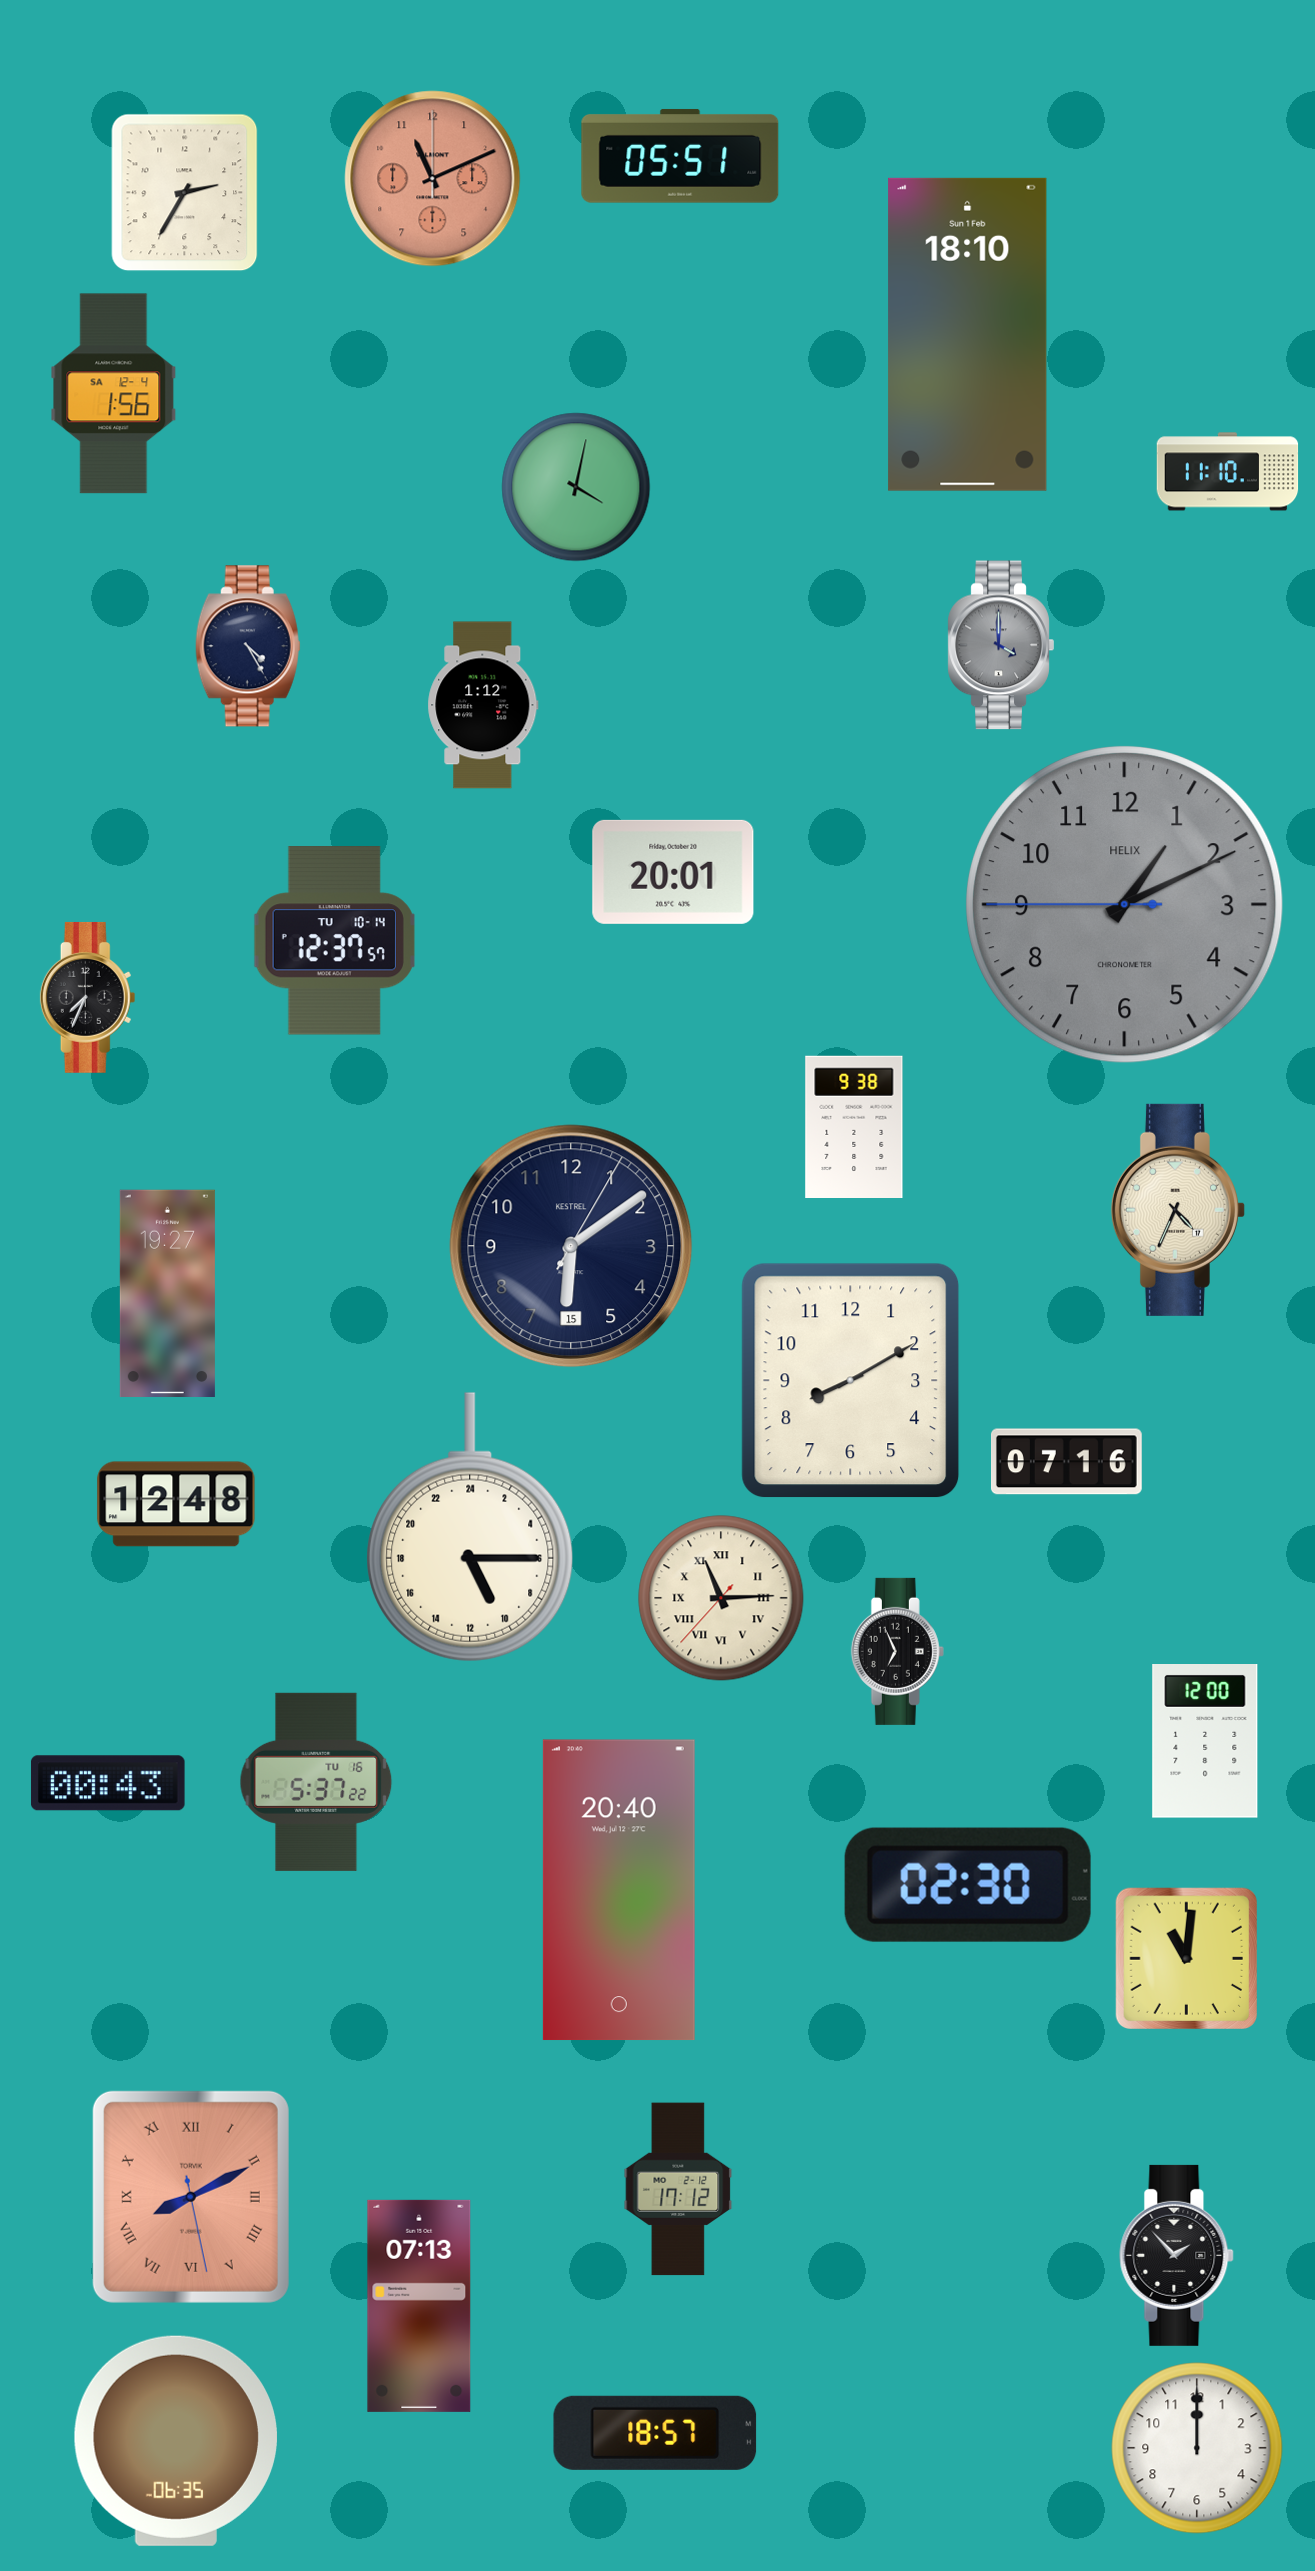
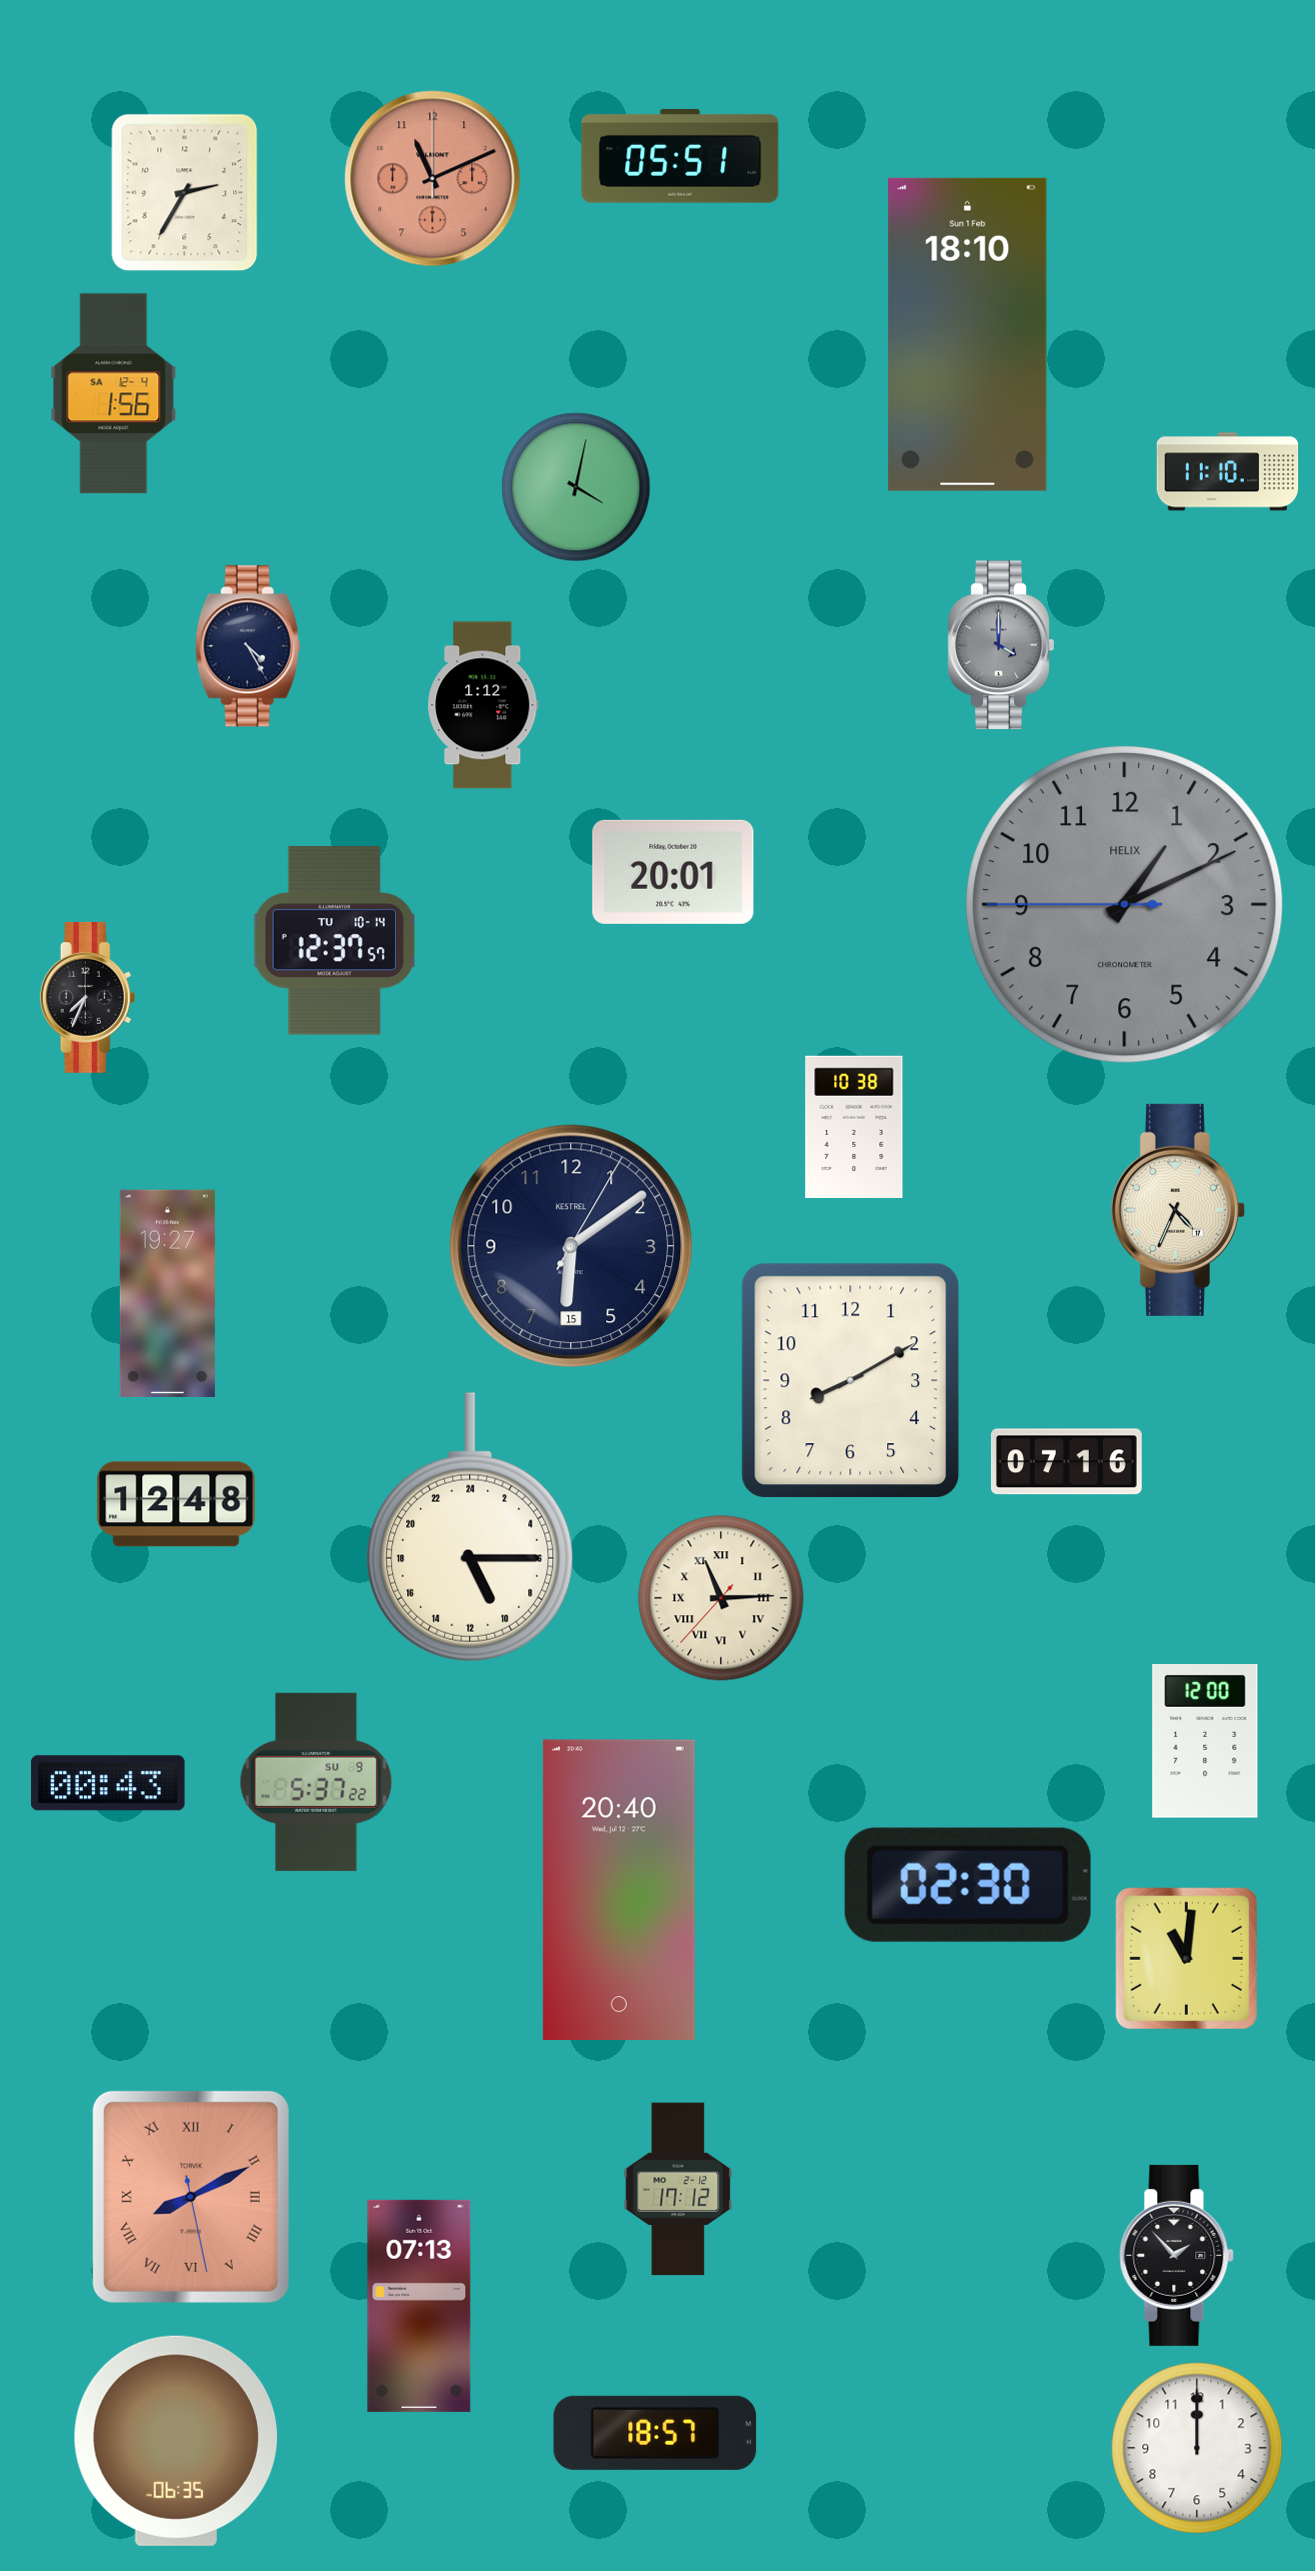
clock at (854, 1126): 9:38 -> 10:38
clock at (897, 1651): 6:56 -> none
clock at (316, 1782) date: TU 16 -> SU 9
